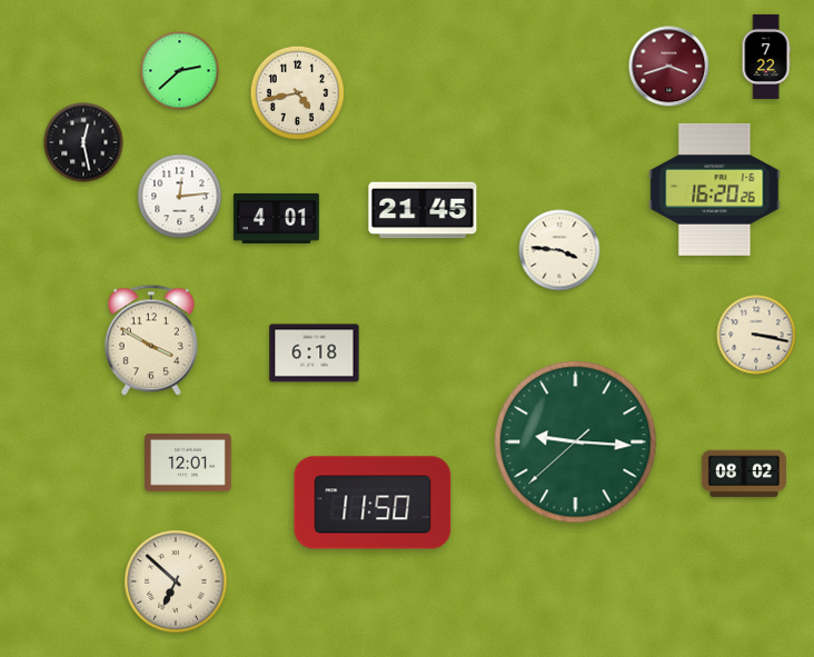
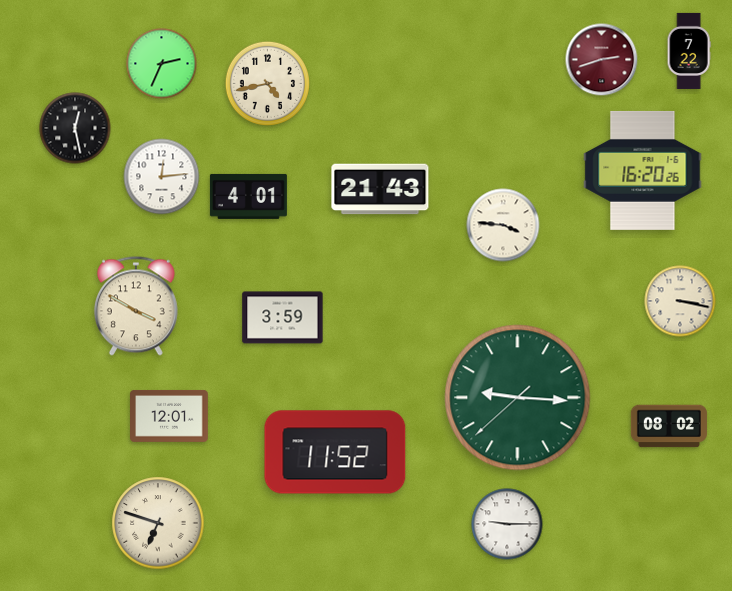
clock at (669, 67): 3:42 -> 2:42
clock at (180, 71): 2:38 -> 2:34
clock at (423, 210): 21:45 -> 21:43
clock at (315, 354): 6:18 -> 3:59
clock at (373, 502): 11:50 -> 11:52
clock at (176, 581): 6:52 -> 6:48
clock at (507, 524): none -> 9:15
